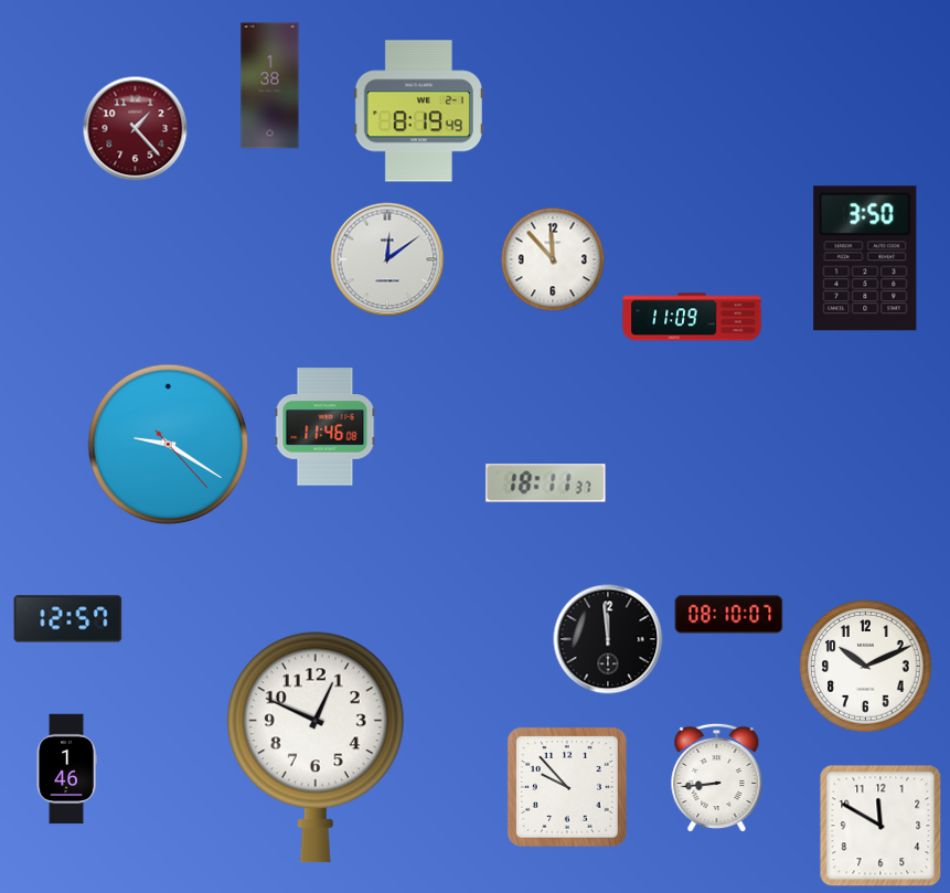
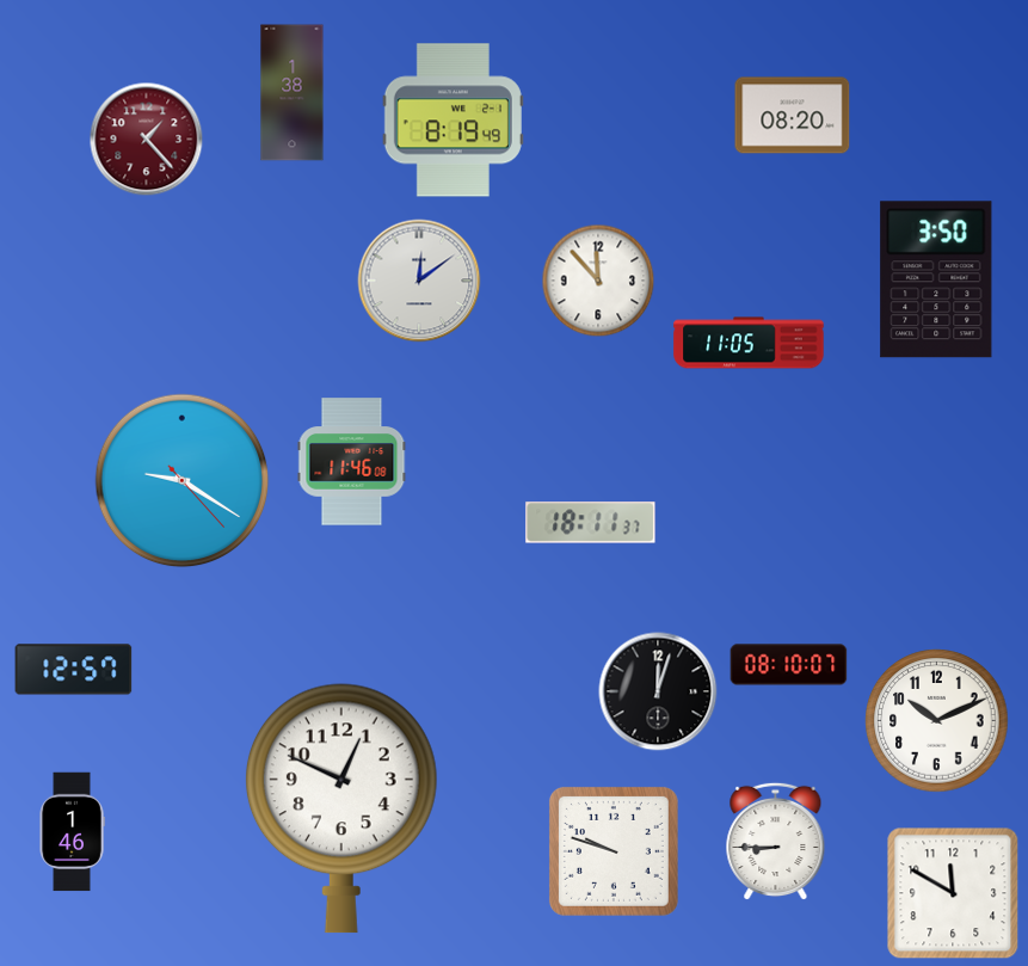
clock at (793, 116): none -> 08:20
clock at (692, 317): 11:09 -> 11:05
clock at (608, 639): 11:59 -> 12:03
clock at (717, 778): 8:44 -> 8:45
clock at (567, 787): 9:53 -> 9:48
